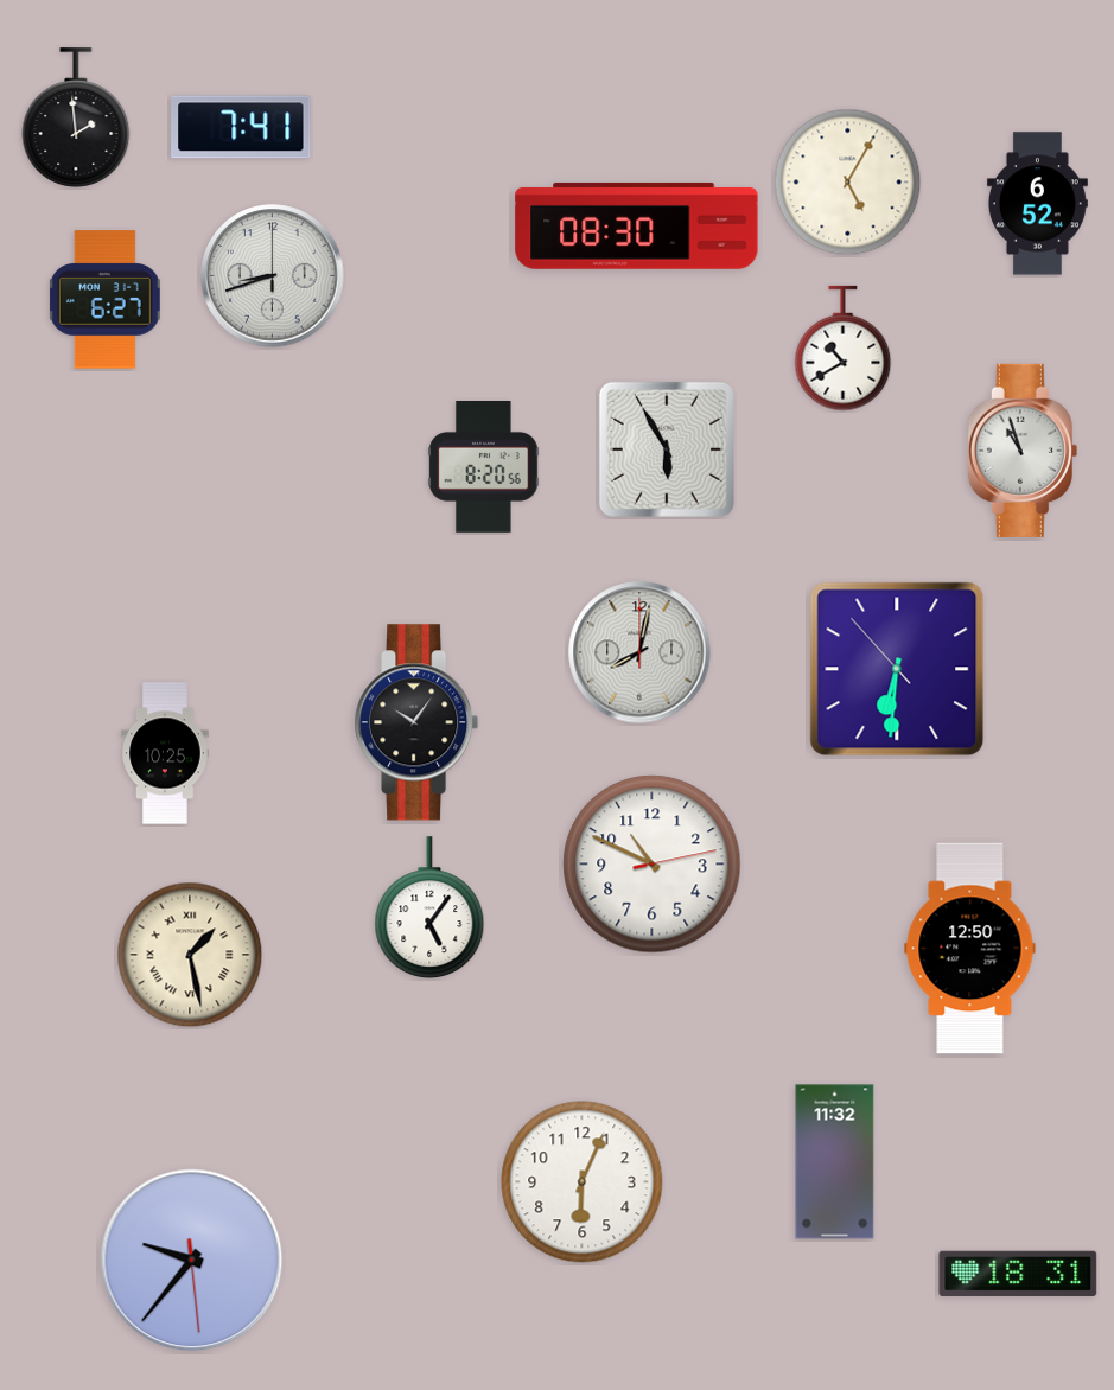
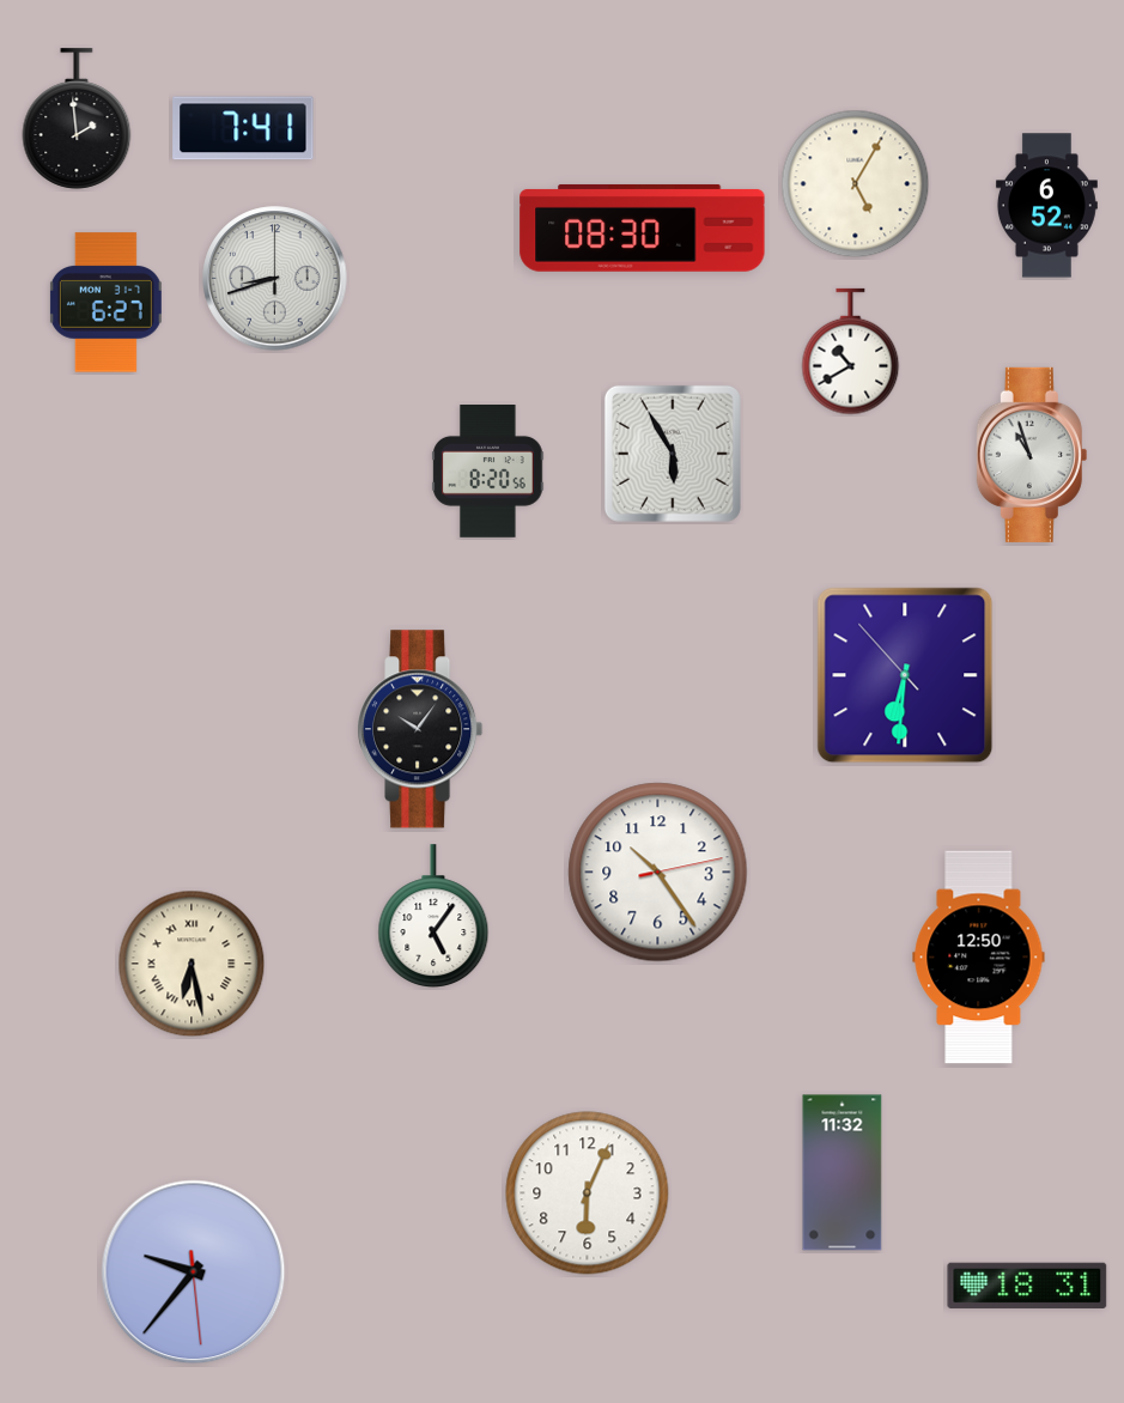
clock at (639, 652): 8:02 -> none
clock at (165, 753): 10:25 -> none
clock at (653, 865): 10:49 -> 10:24
clock at (190, 955): 1:28 -> 6:28
